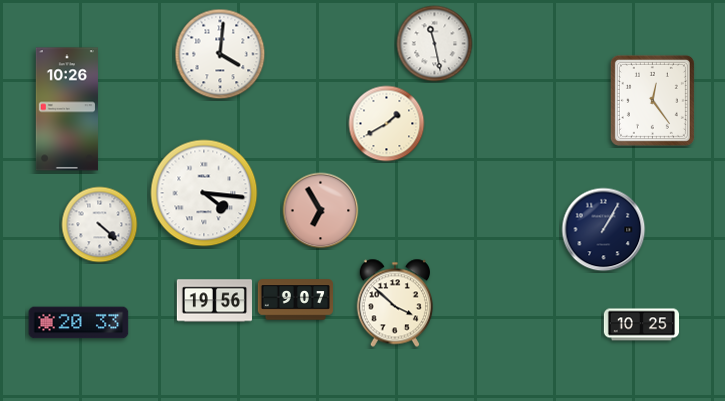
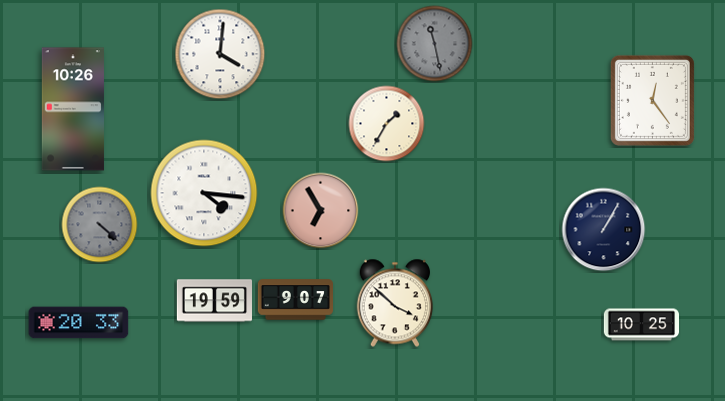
clock at (435, 44) dial: white -> grey
clock at (67, 109) position: (67, 109) -> (73, 109)
clock at (387, 124): 1:40 -> 1:35
clock at (100, 225) dial: white -> grey
clock at (214, 301): 19:56 -> 19:59
